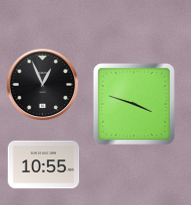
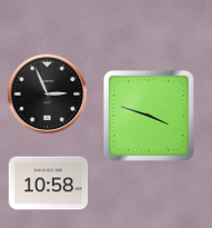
clock at (43, 85): 12:56 -> 2:56
clock at (44, 165): 10:55 -> 10:58
